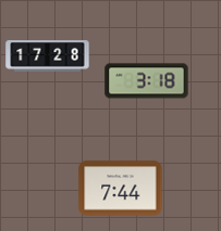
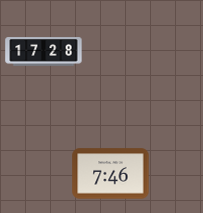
clock at (147, 81): 3:18 -> none
clock at (121, 189): 7:44 -> 7:46
